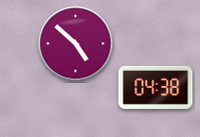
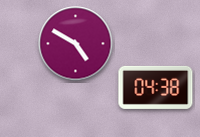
clock at (76, 44): 4:52 -> 4:50
